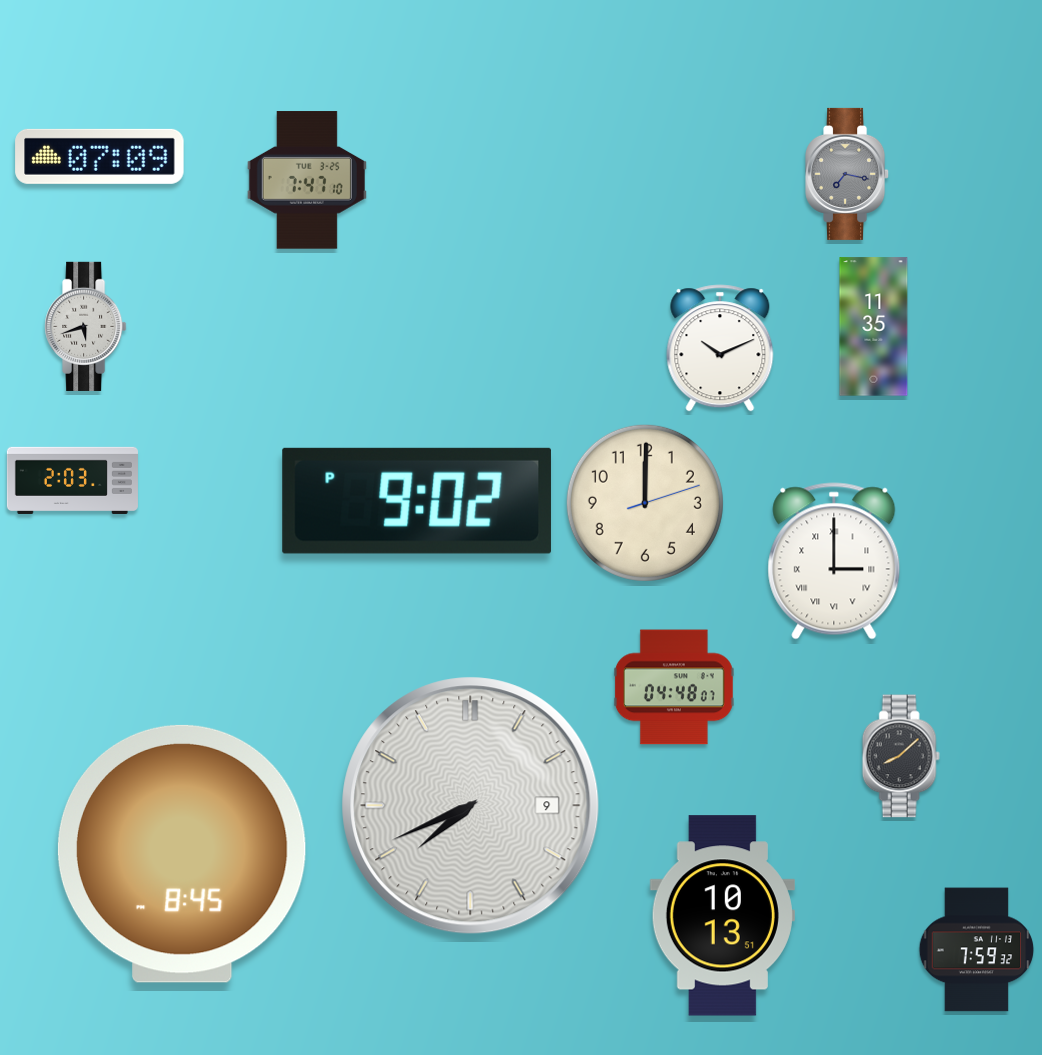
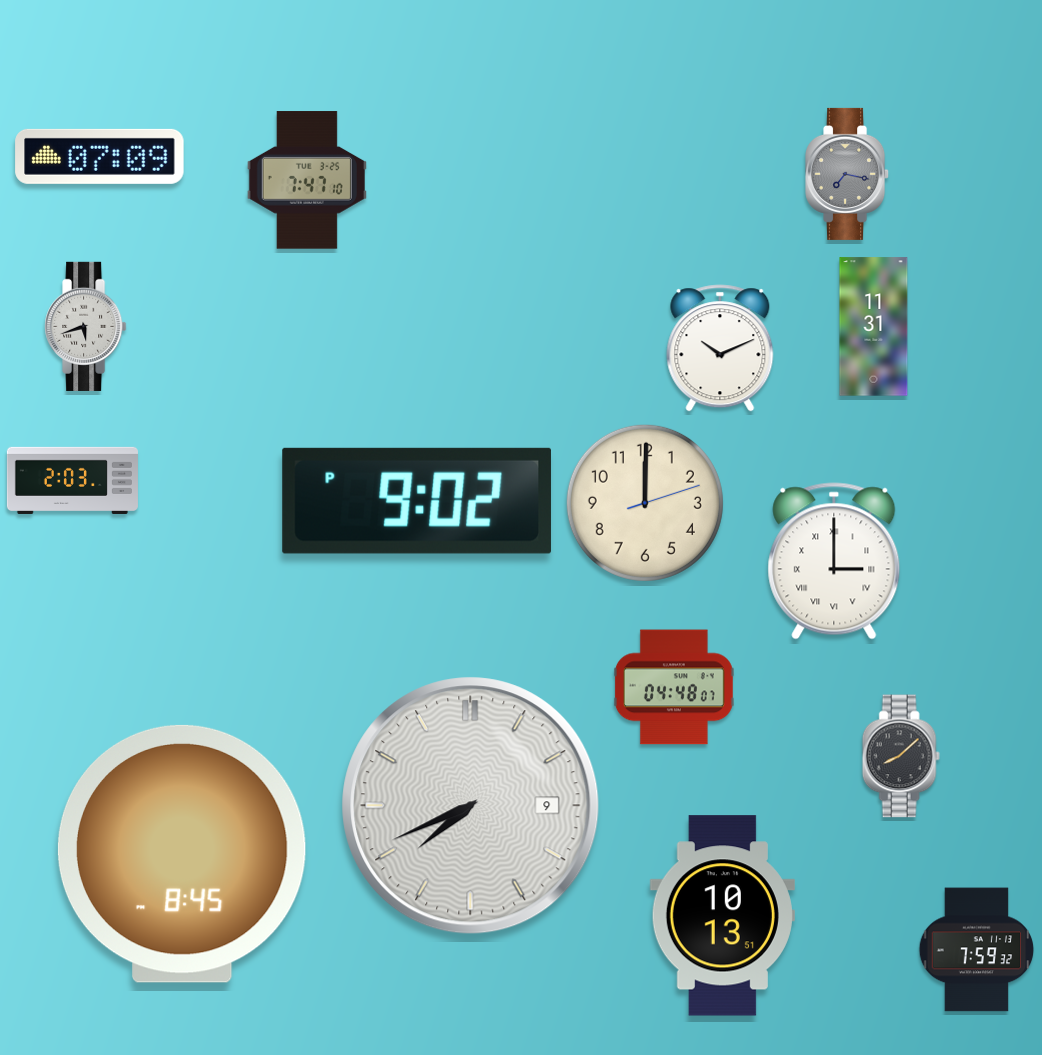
clock at (874, 327): 11:35 -> 11:31
